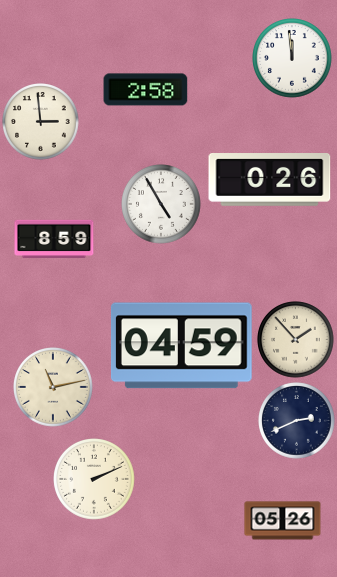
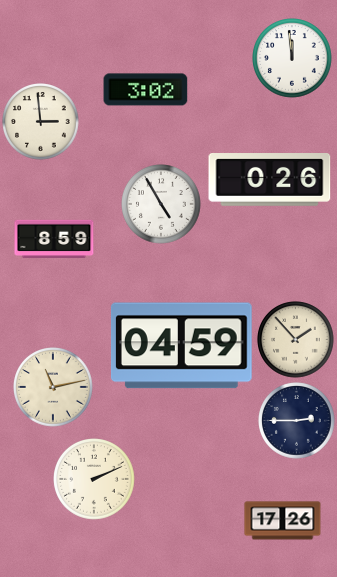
clock at (146, 90): 2:58 -> 3:02
clock at (297, 421): 2:41 -> 2:45
clock at (283, 521): 05:26 -> 17:26
